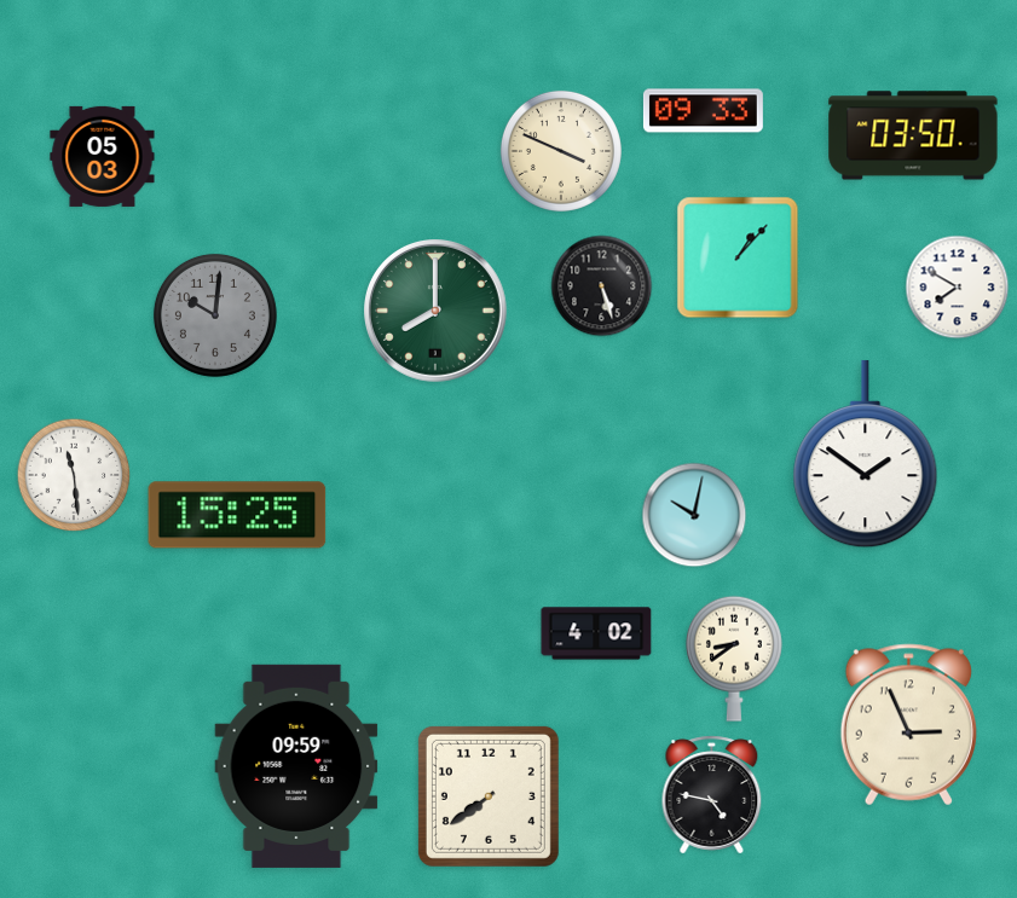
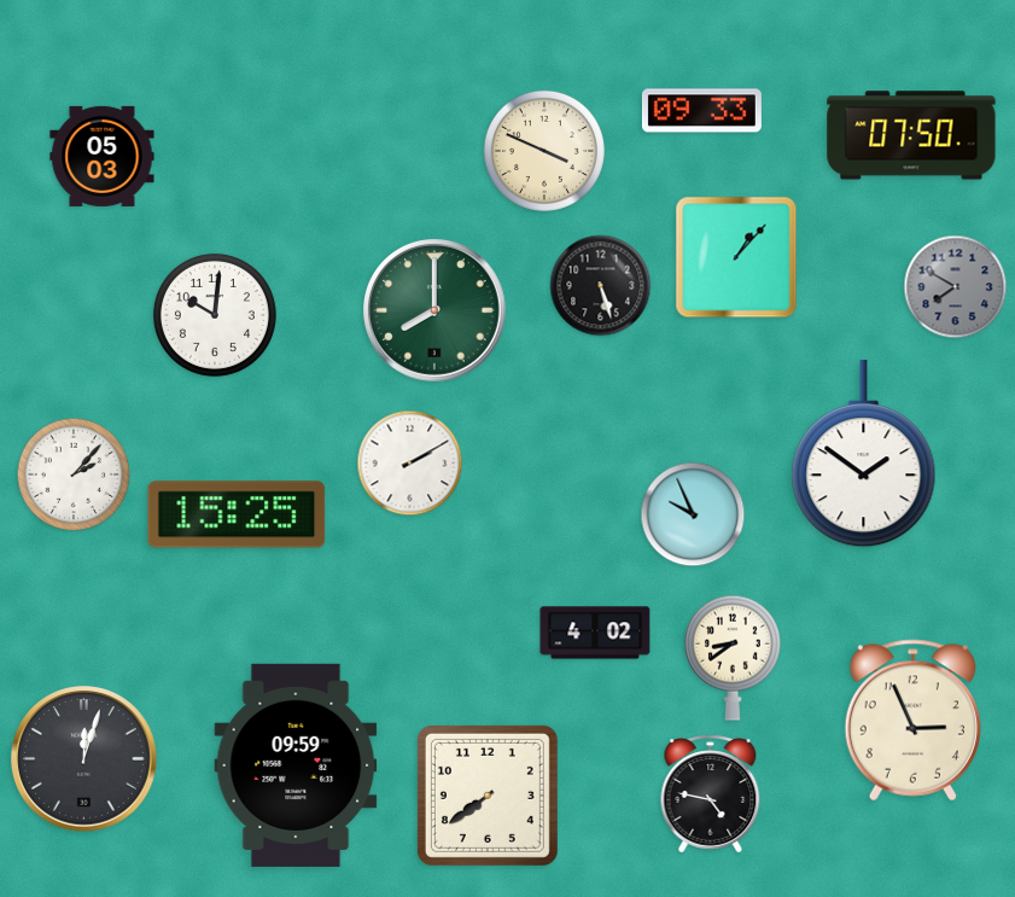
clock at (913, 135): 03:50 -> 07:50
clock at (561, 151) position: (561, 151) -> (544, 151)
clock at (958, 288) dial: white -> grey
clock at (215, 315) dial: grey -> white
clock at (410, 464): none -> 2:10
clock at (74, 475): 11:29 -> 2:07
clock at (694, 515): 10:02 -> 9:56
clock at (908, 725) position: (908, 725) -> (912, 721)
clock at (84, 759): none -> 12:03
